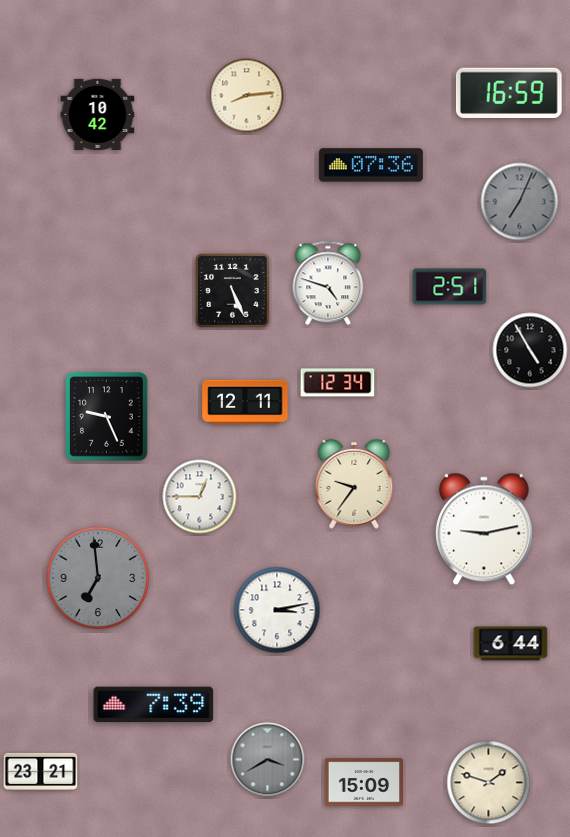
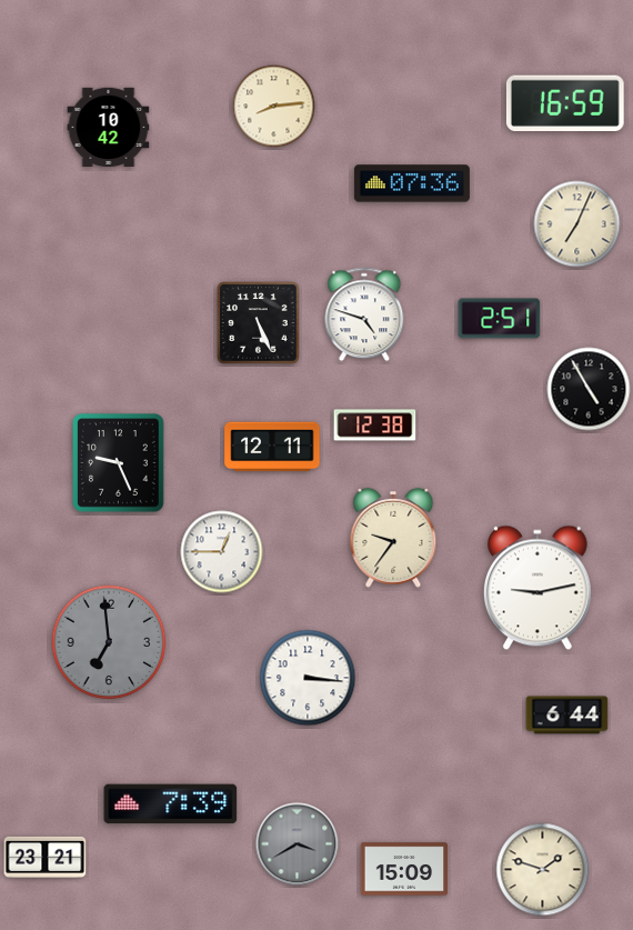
clock at (520, 202) dial: grey -> cream
clock at (338, 383): 12:34 -> 12:38
clock at (277, 610): 3:13 -> 3:16
clock at (154, 705) position: (154, 705) -> (171, 804)
